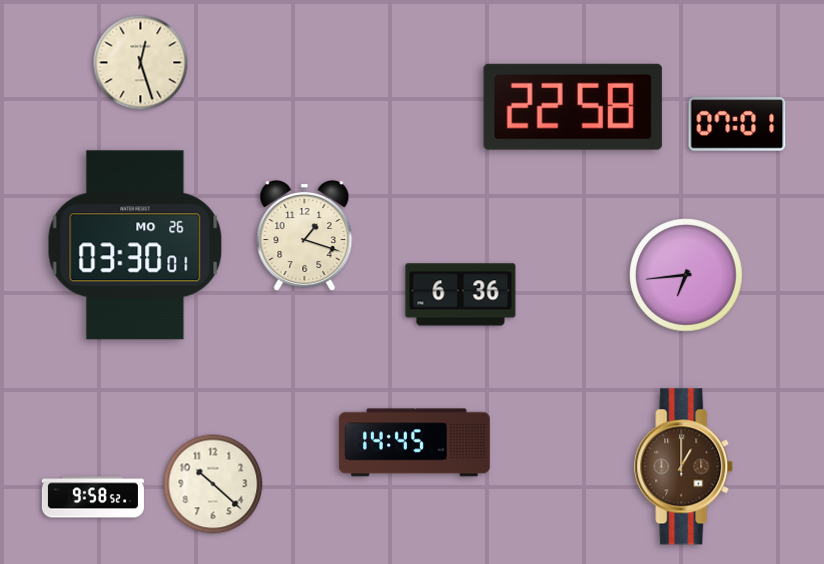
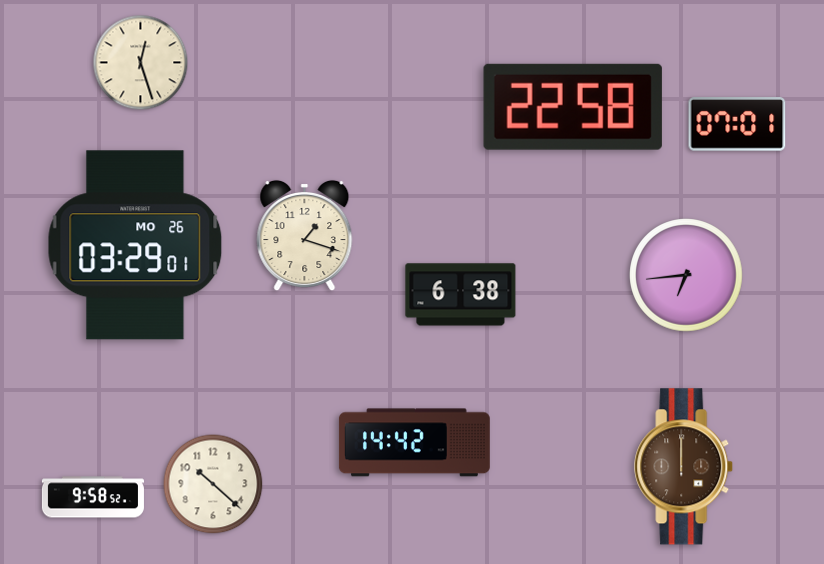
clock at (135, 245): 03:30 -> 03:29
clock at (461, 295): 6:36 -> 6:38
clock at (414, 443): 14:45 -> 14:42
clock at (684, 467): 1:00 -> 12:00
